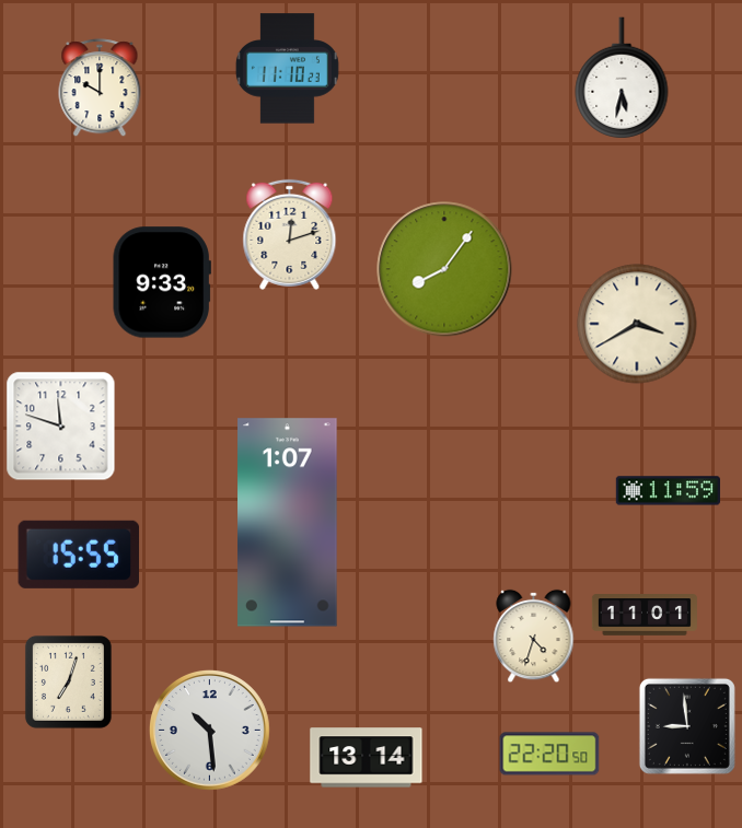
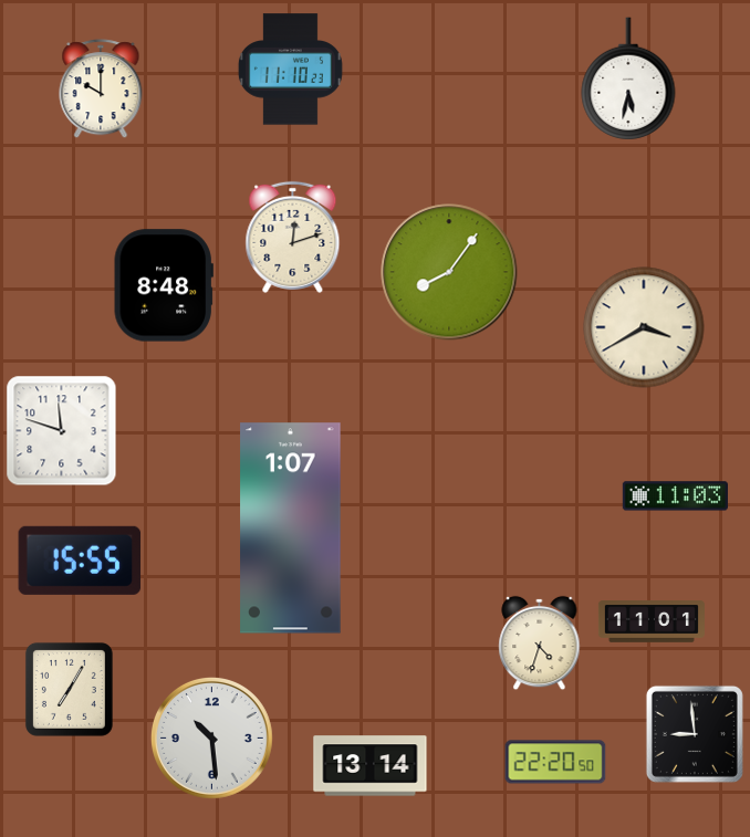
clock at (162, 282): 9:33 -> 8:48
clock at (668, 491): 11:59 -> 11:03
clock at (68, 681): 7:03 -> 7:05
